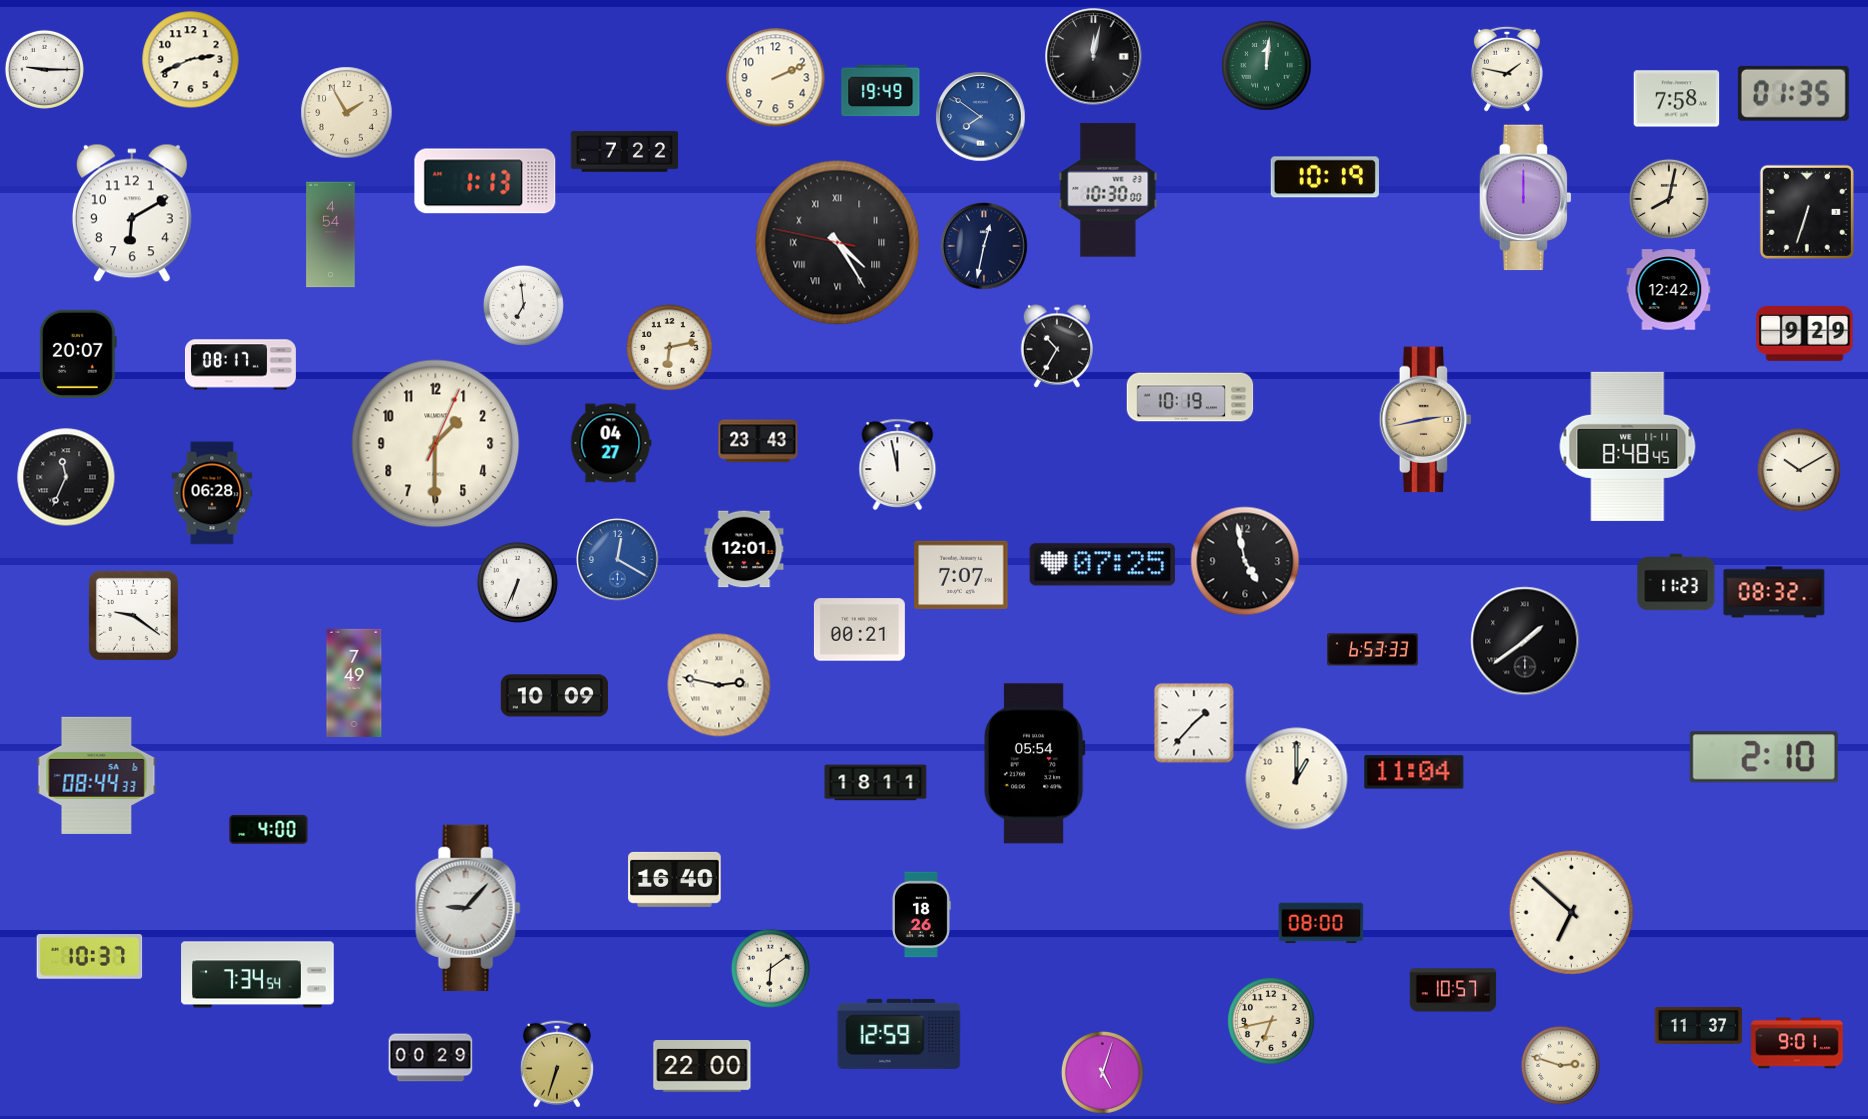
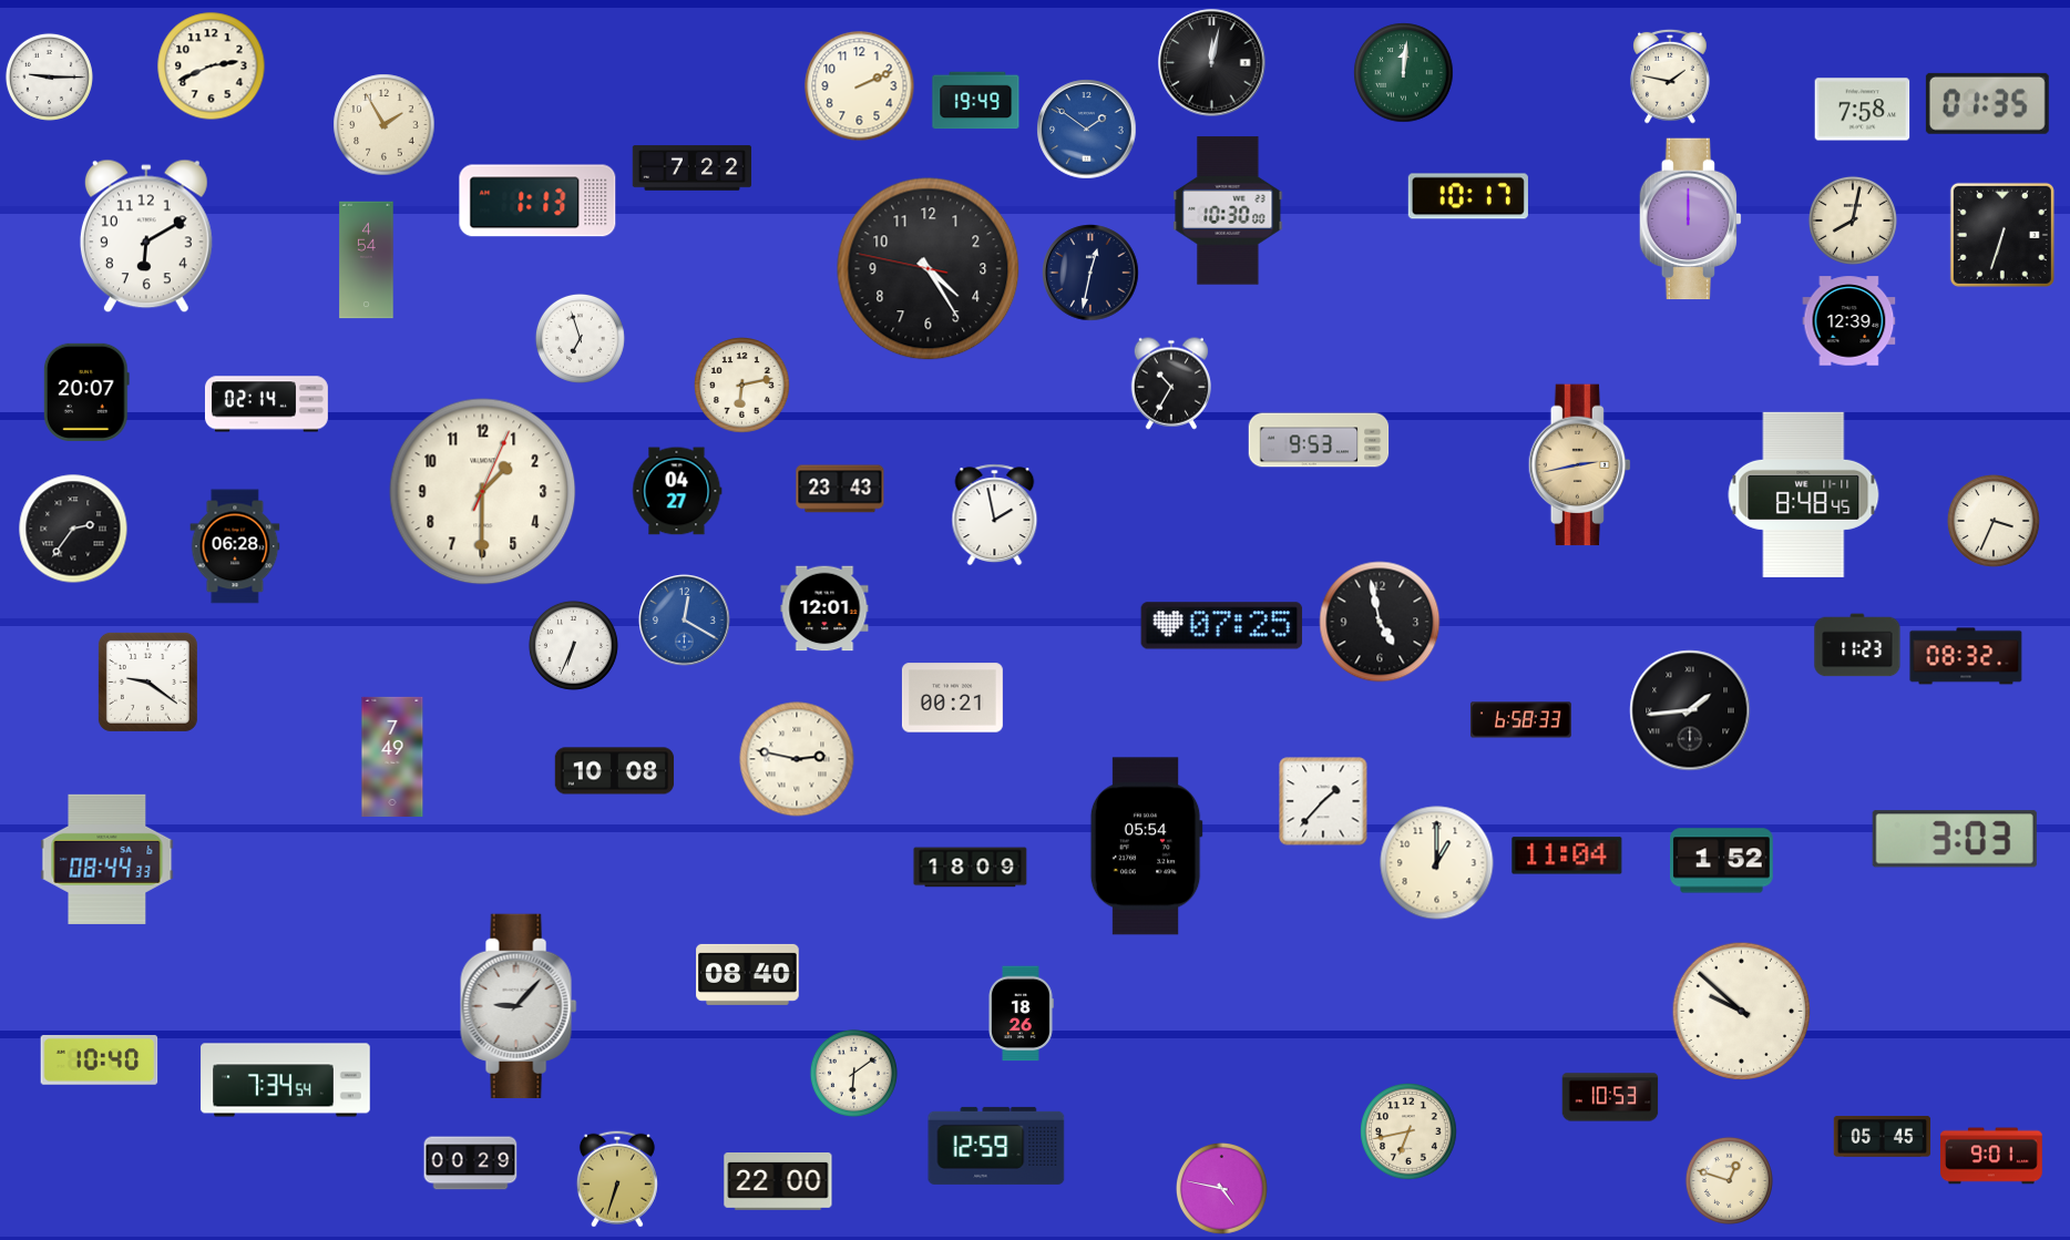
clock at (1677, 99) position: (1677, 99) -> (1863, 110)
clock at (981, 117): 7:51 -> 1:51
clock at (1325, 177): 10:19 -> 10:17
clock at (1669, 199) position: (1669, 199) -> (1853, 221)
clock at (838, 243) numerals: Roman -> Arabic
clock at (1669, 290): 12:42 -> 12:39
clock at (523, 305): 6:59 -> 6:57
clock at (1805, 333): 9:29 -> none
clock at (240, 365): 08:17 -> 02:14
clock at (1190, 397): 10:19 -> 9:53
clock at (898, 465): 11:58 -> 1:58
clock at (1800, 471): 10:10 -> 3:34
clock at (66, 477): 11:34 -> 2:36
clock at (961, 574): 7:07 -> none
clock at (1525, 641): 1:39 -> 1:44
clock at (1372, 650): 6:53 -> 6:58
clock at (555, 696): 10:09 -> 10:08
clock at (1764, 757): 2:10 -> 3:03
clock at (1722, 861): none -> 1:52
clock at (876, 783): 18:11 -> 18:09
clock at (269, 829): 4:00 -> none
clock at (675, 879): 16:40 -> 08:40
clock at (1572, 912): 6:52 -> 9:52
clock at (1321, 923): 08:00 -> none
clock at (90, 957): 10:37 -> 10:40
clock at (1453, 990): 10:57 -> 10:53
clock at (1699, 1025): 11:37 -> 05:45
clock at (431, 1058) position: (431, 1058) -> (471, 1164)
clock at (1560, 1065): 2:48 -> 12:48
clock at (1102, 1072): 5:03 -> 4:47
